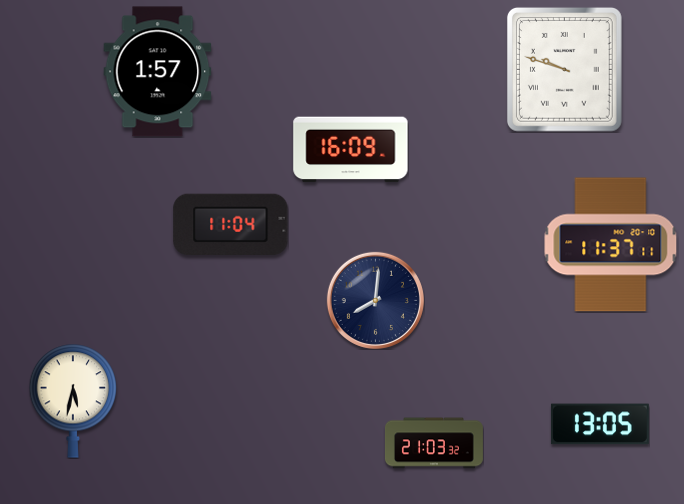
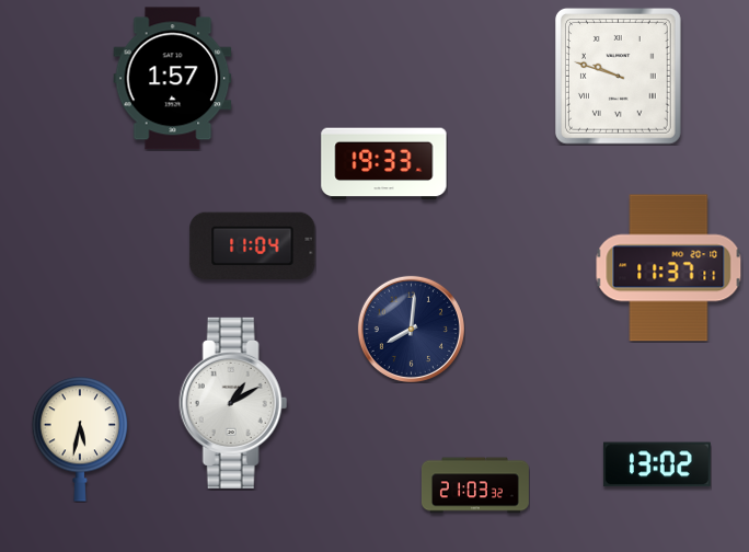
clock at (351, 150): 16:09 -> 19:33
clock at (233, 403): none -> 1:10
clock at (600, 424): 13:05 -> 13:02
